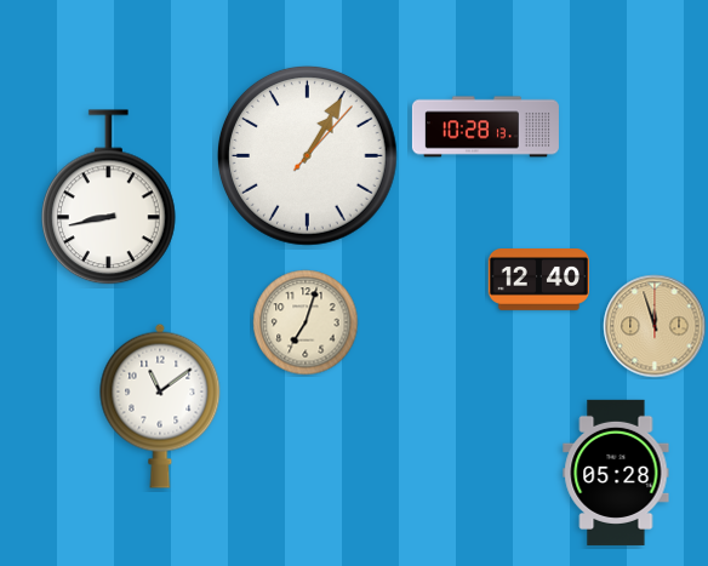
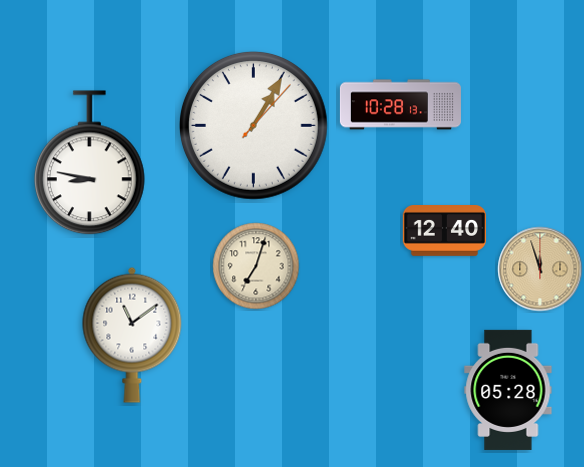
clock at (308, 156) position: (308, 156) -> (254, 126)
clock at (108, 198): 8:43 -> 8:47
clock at (306, 322) position: (306, 322) -> (256, 266)
